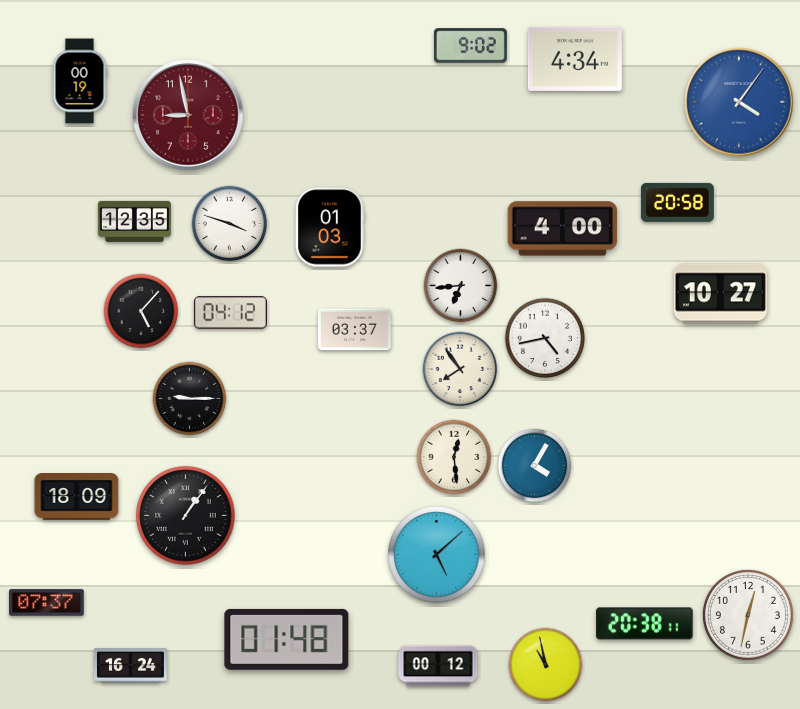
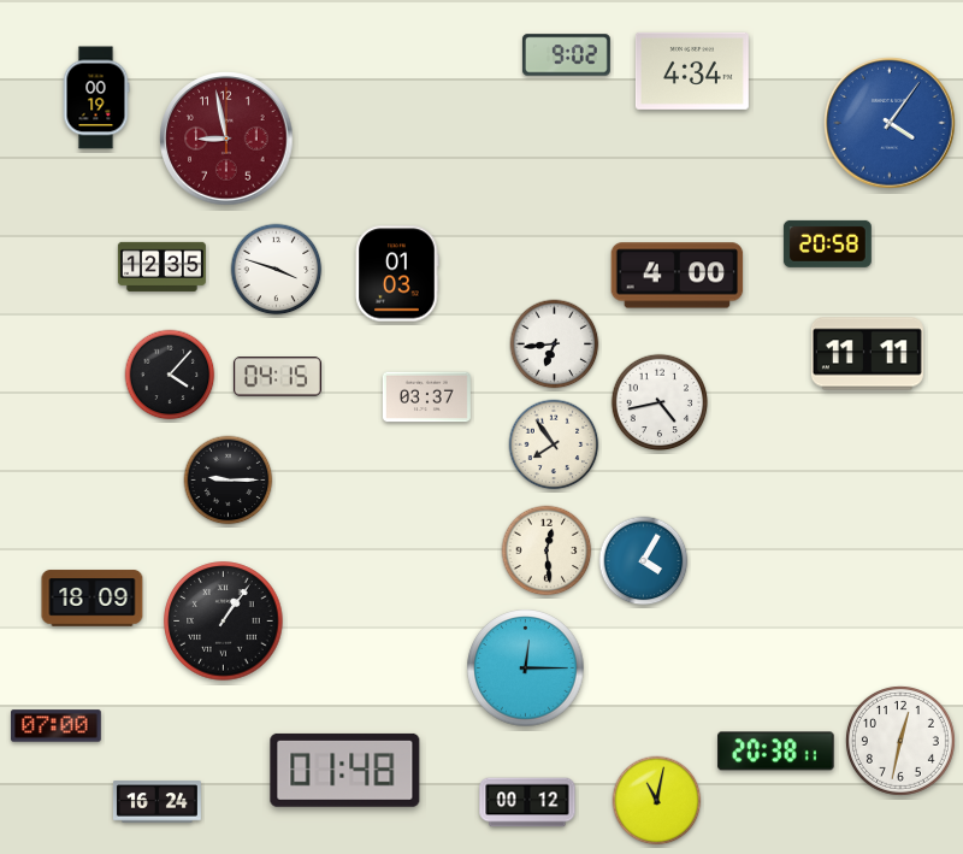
clock at (677, 202) position: (677, 202) -> (827, 243)
clock at (720, 294): 10:27 -> 11:11
clock at (141, 311): 5:07 -> 4:07
clock at (230, 313): 04:12 -> 04:15
clock at (545, 338) position: (545, 338) -> (660, 402)
clock at (437, 555): 5:08 -> 12:15
clock at (47, 603): 07:37 -> 07:00
clock at (546, 665): 10:58 -> 11:02
